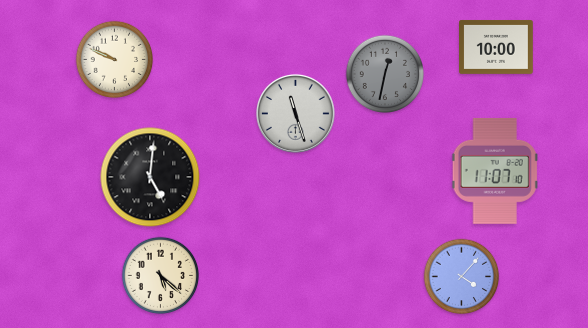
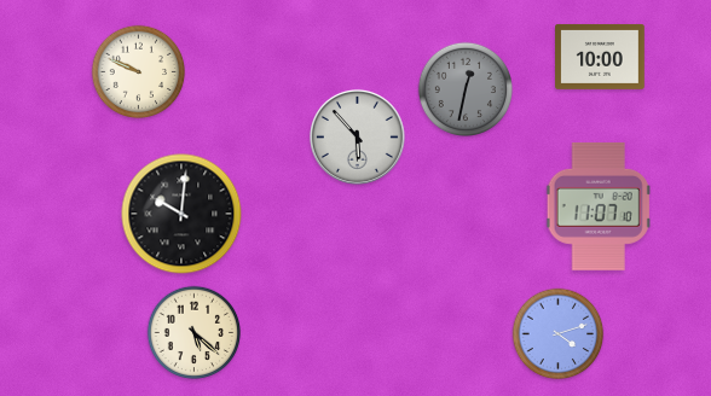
clock at (295, 113): 11:27 -> 5:53
clock at (150, 177): 5:01 -> 10:01
clock at (462, 277): 4:07 -> 4:12
